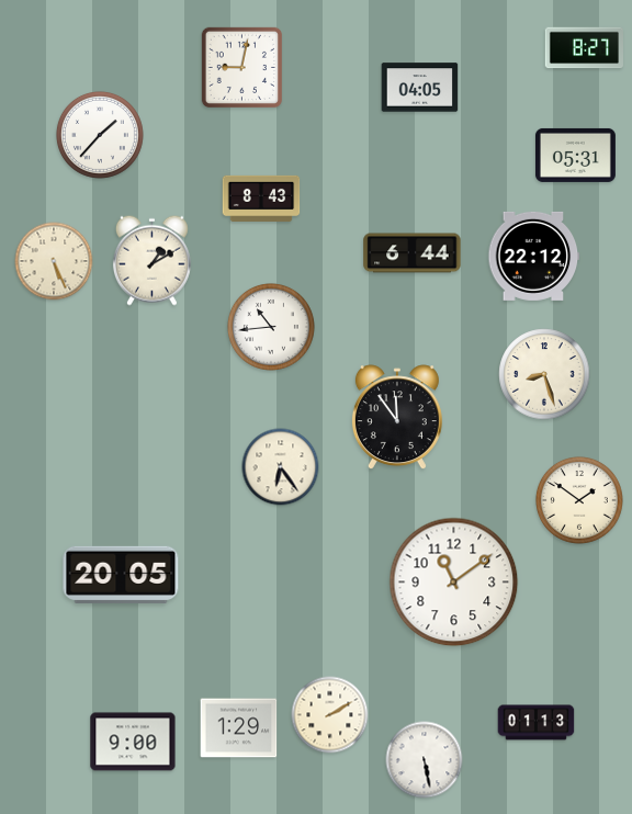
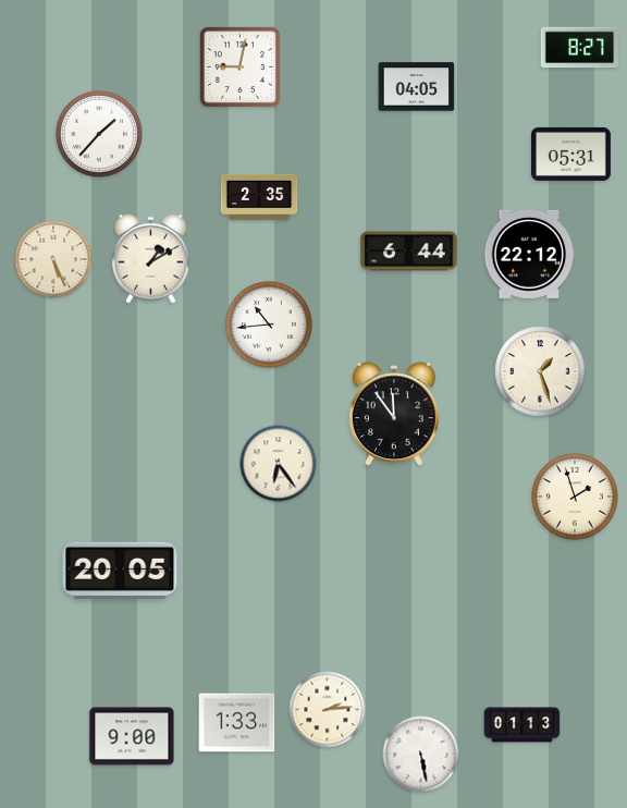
clock at (261, 197): 8:43 -> 2:35
clock at (544, 374): 8:27 -> 1:27
clock at (579, 500): 1:51 -> 1:57
clock at (454, 583): 11:09 -> none
clock at (330, 715): 2:10 -> 2:14
clock at (537, 723) position: (537, 723) -> (522, 725)
clock at (239, 728): 1:29 -> 1:33
